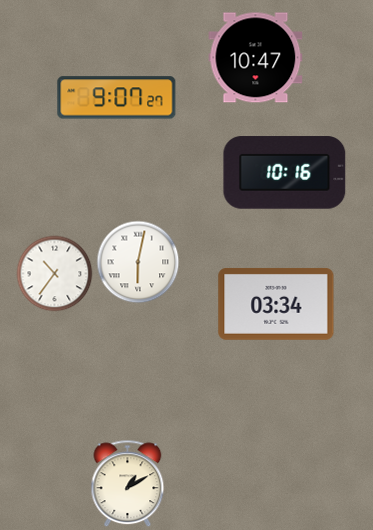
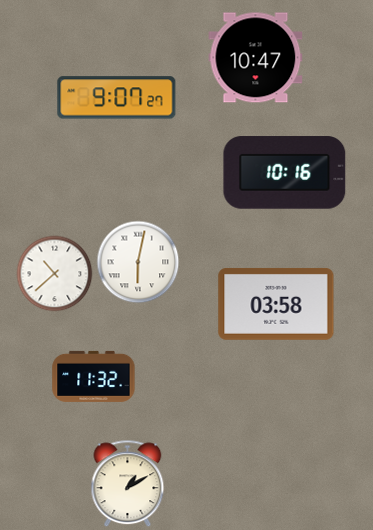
clock at (55, 274): 10:36 -> 10:38
clock at (276, 304): 03:34 -> 03:58
clock at (94, 376): none -> 11:32
